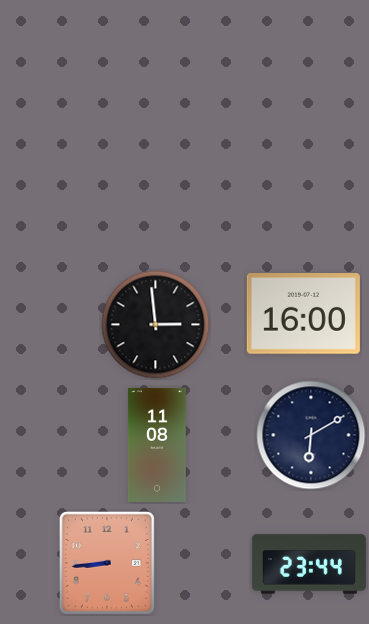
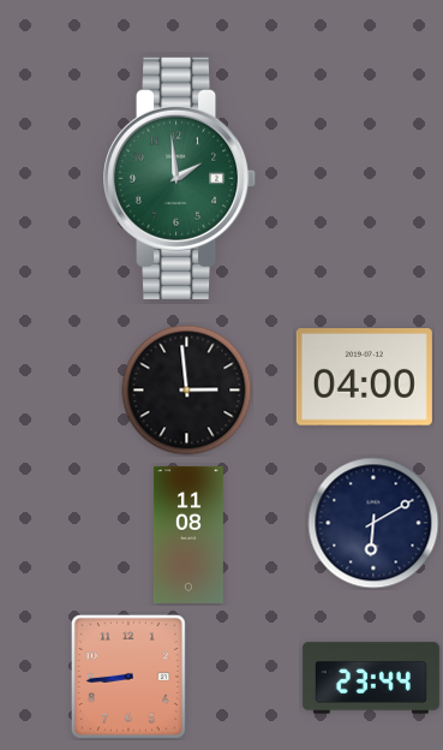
clock at (181, 178): none -> 1:59
clock at (303, 314): 16:00 -> 04:00
